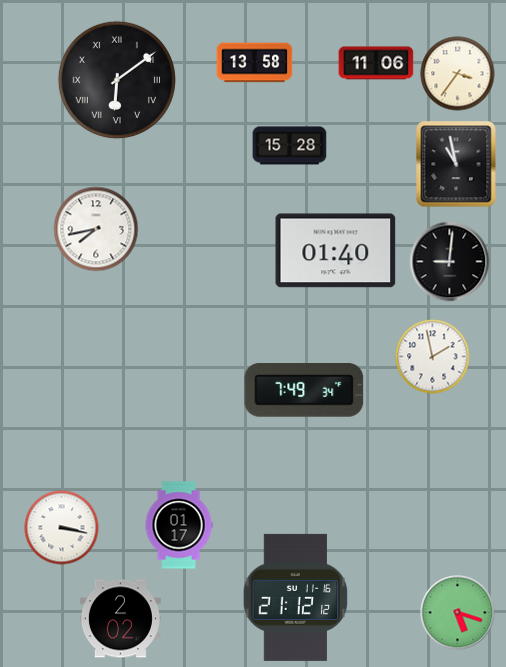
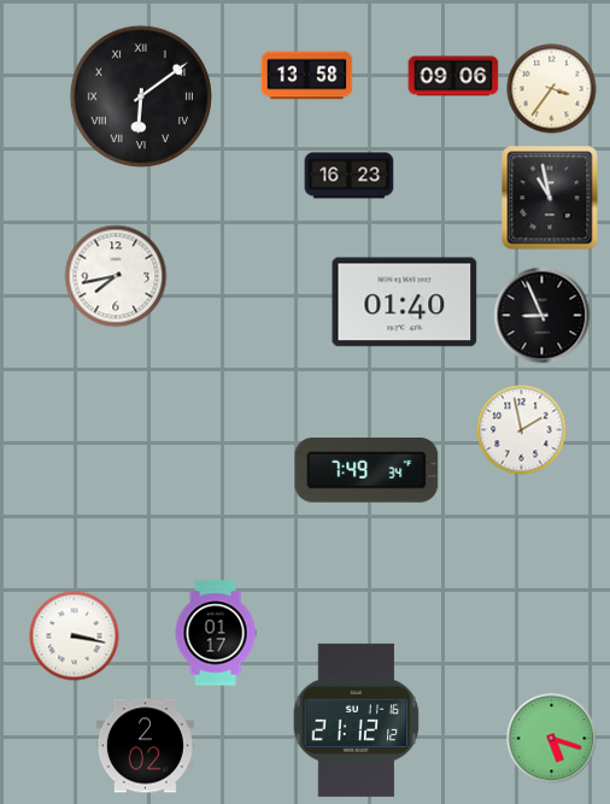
clock at (376, 63): 11:06 -> 09:06
clock at (290, 146): 15:28 -> 16:23
clock at (450, 262): 9:01 -> 8:56
